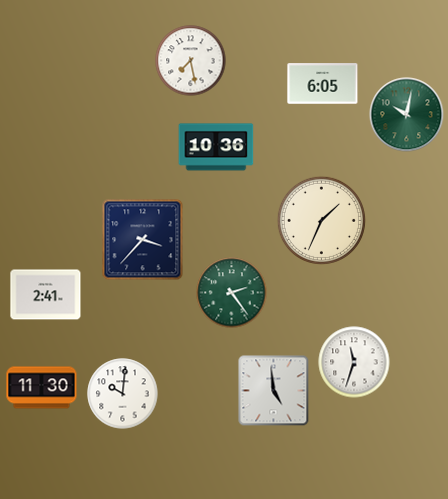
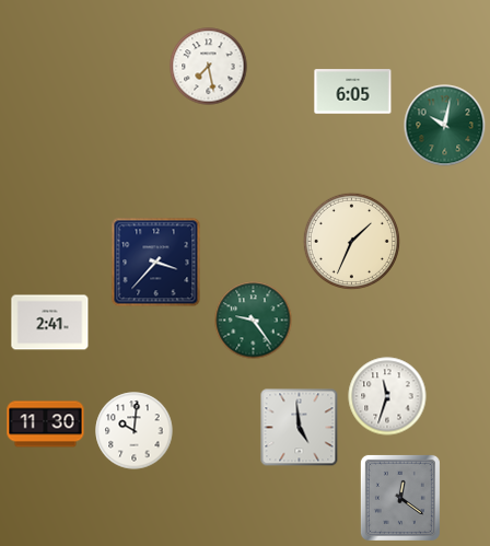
clock at (216, 147): 10:36 -> none
clock at (232, 293): 2:24 -> 9:24
clock at (400, 498): none -> 12:21
